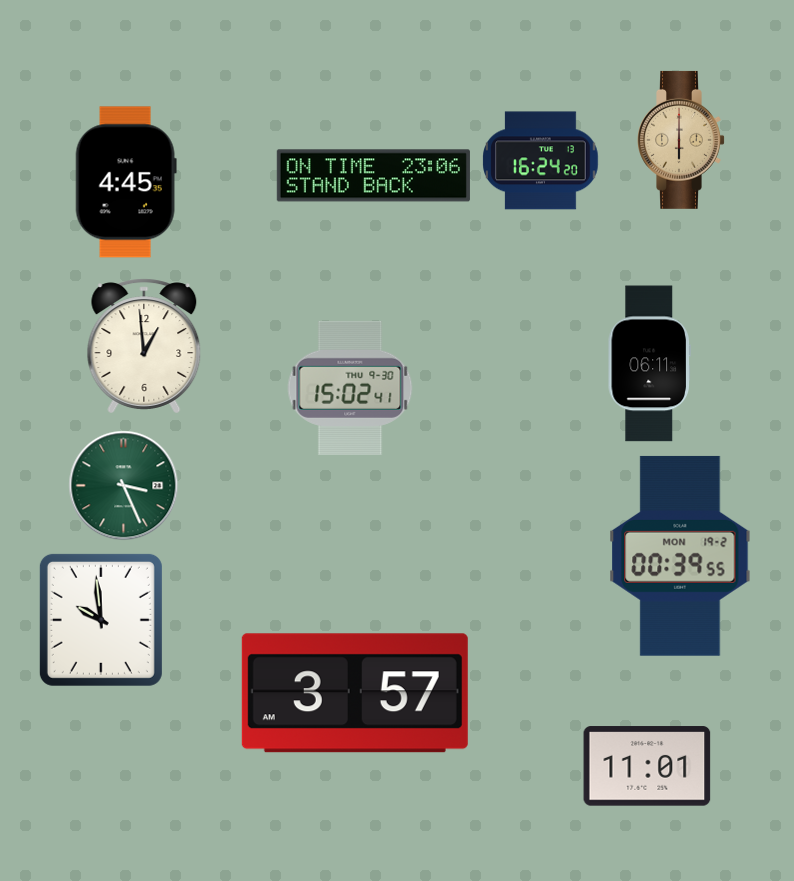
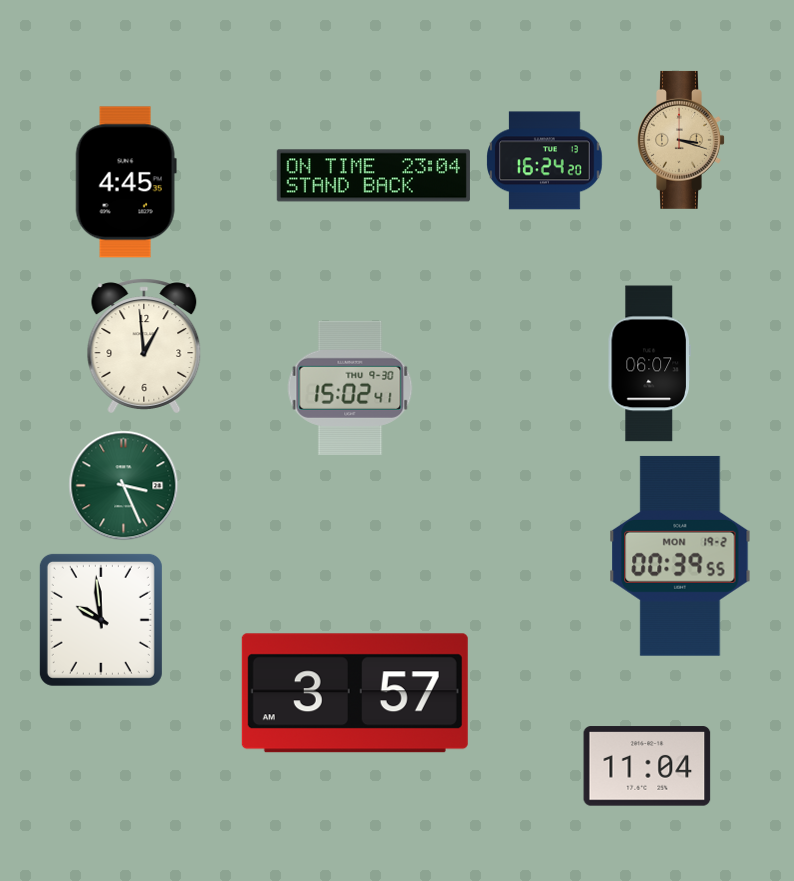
clock at (681, 140): 6:00 -> 3:18
clock at (541, 161) position: (541, 161) -> (545, 161)
clock at (373, 176): 23:06 -> 23:04
clock at (649, 364): 06:11 -> 06:07
clock at (647, 766): 11:01 -> 11:04
